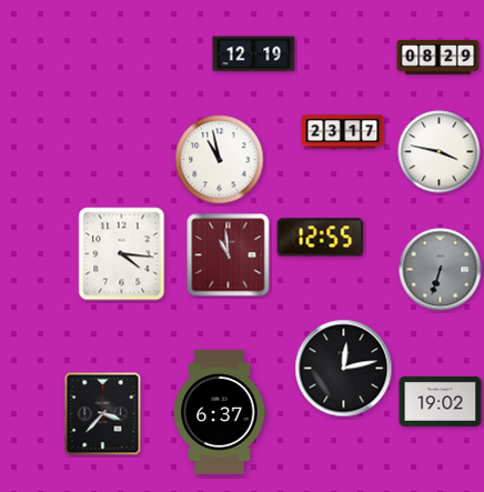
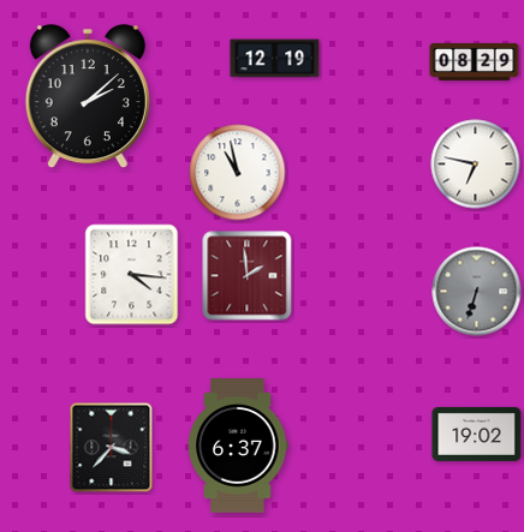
clock at (88, 97): none -> 2:08
clock at (343, 132): 23:17 -> none
clock at (440, 152): 3:47 -> 6:47
clock at (321, 238): 12:55 -> none
clock at (229, 255): 10:59 -> 1:59
clock at (344, 369): 12:13 -> none
